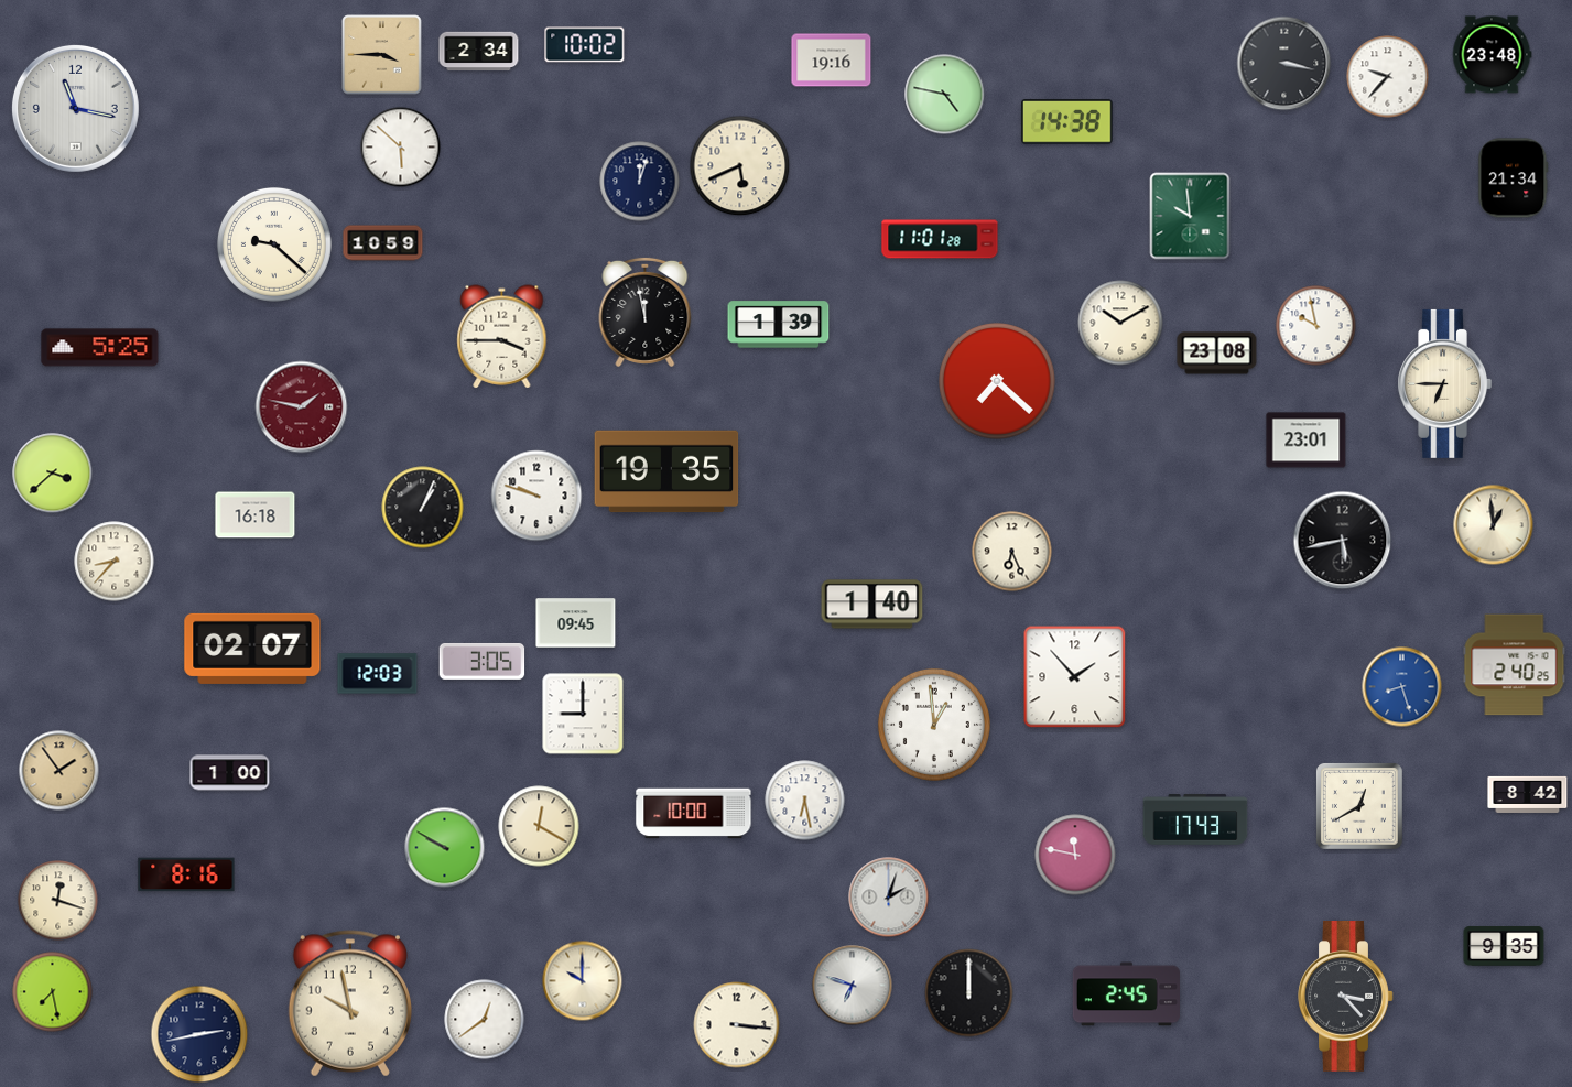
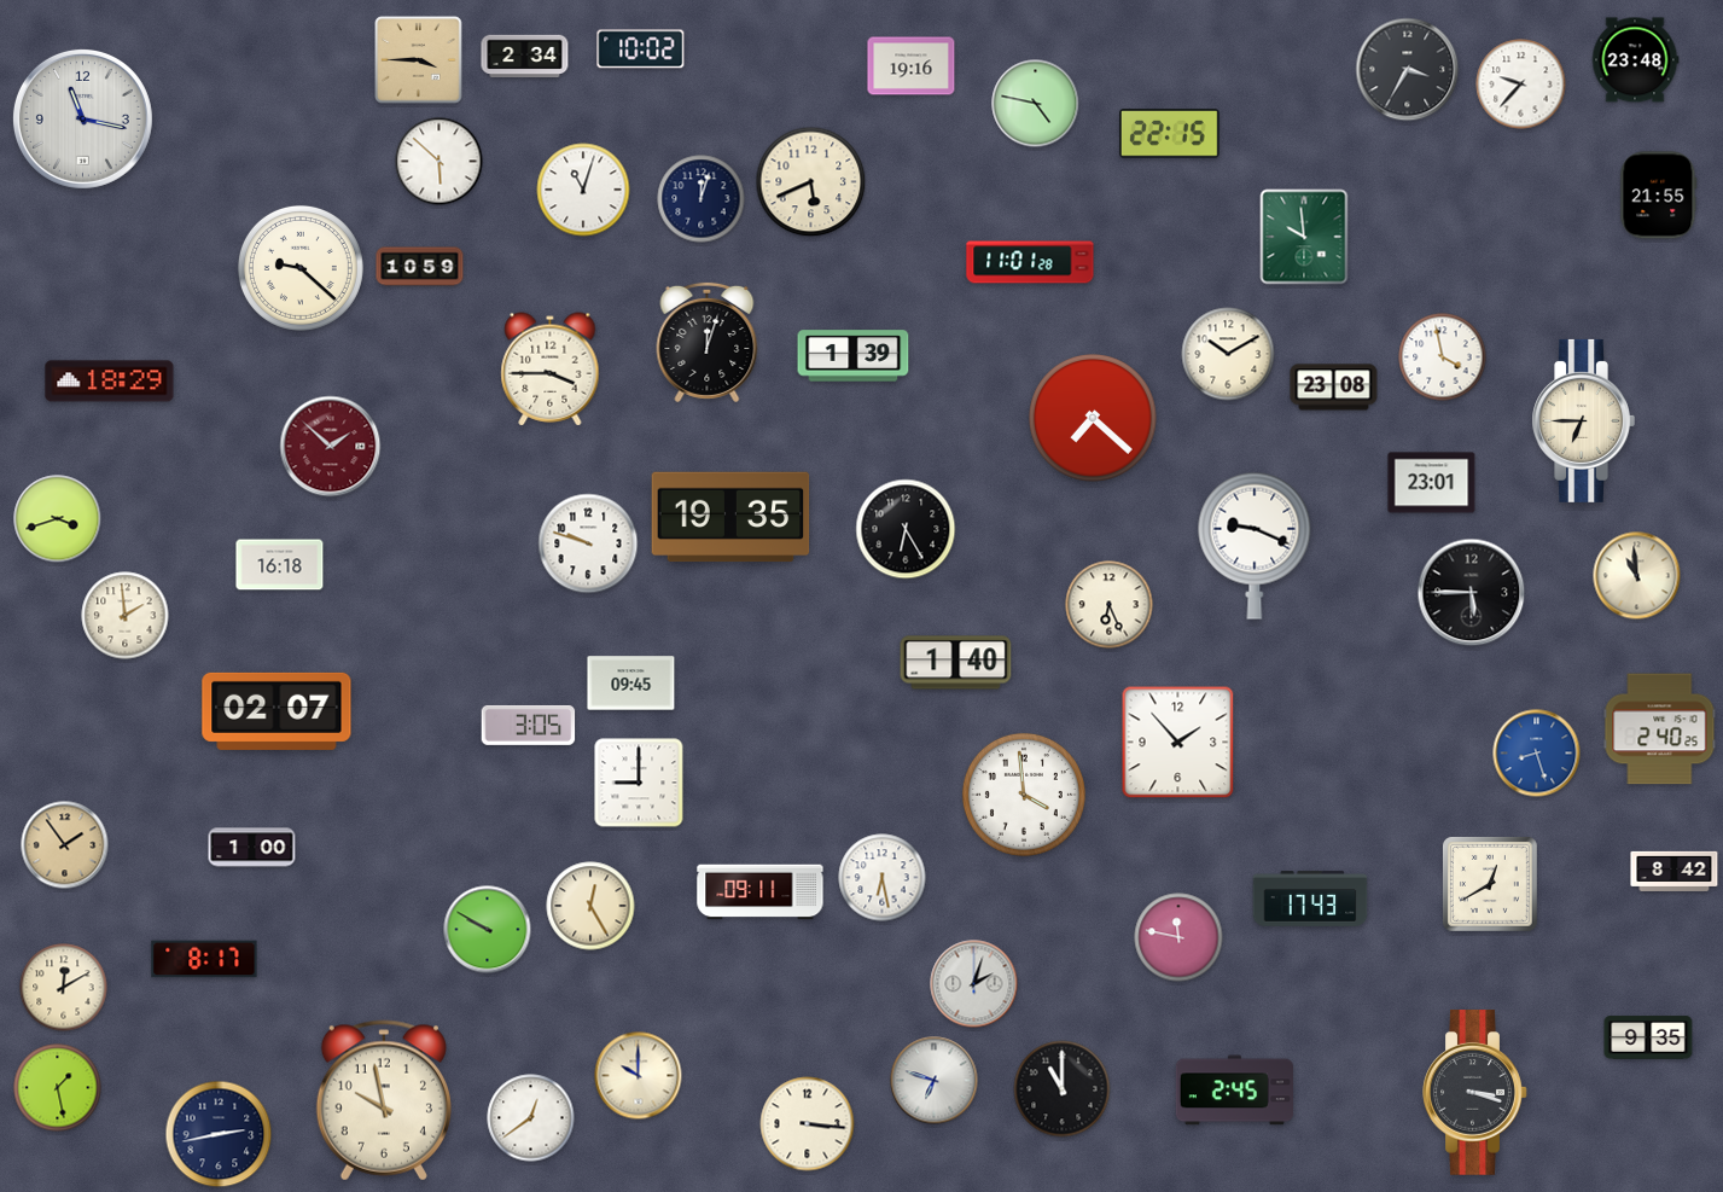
clock at (1284, 64): 3:17 -> 3:35
clock at (1067, 122): 14:38 -> 22:15
clock at (583, 190): none -> 11:03
clock at (1514, 178): 21:34 -> 21:55
clock at (646, 312): 11:58 -> 12:03
clock at (1316, 326): 9:58 -> 3:58
clock at (100, 348): 5:25 -> 18:29
clock at (302, 407): 1:47 -> 1:52
clock at (53, 474): 3:38 -> 3:42
clock at (906, 529): none -> 6:25
clock at (1255, 546): none -> 9:19
clock at (423, 508): 1:04 -> none
clock at (1494, 525): 12:59 -> 10:59
clock at (1343, 541): 5:43 -> 5:45
clock at (115, 562): 8:37 -> 1:59
clock at (378, 674): 12:03 -> none
clock at (934, 725): 12:59 -> 3:59
clock at (694, 814): 10:00 -> 09:11
clock at (539, 826): 12:20 -> 12:25
clock at (186, 874): 8:16 -> 8:17
clock at (58, 901): 12:18 -> 12:10
clock at (53, 992): 7:28 -> 1:28
clock at (969, 993): 12:00 -> 11:00
clock at (1346, 997): 3:23 -> 3:18
